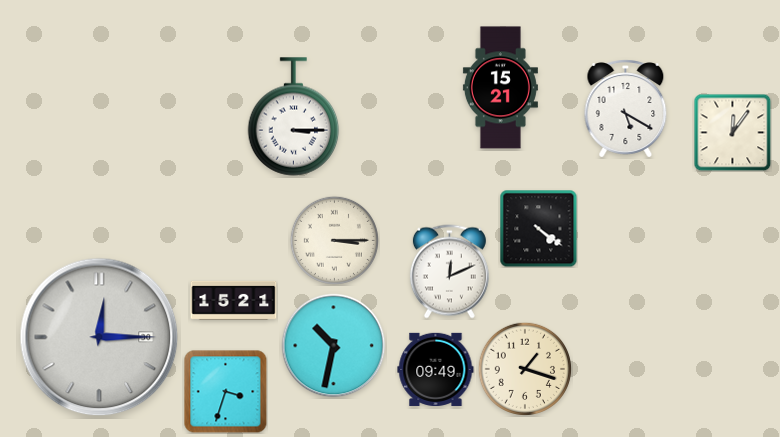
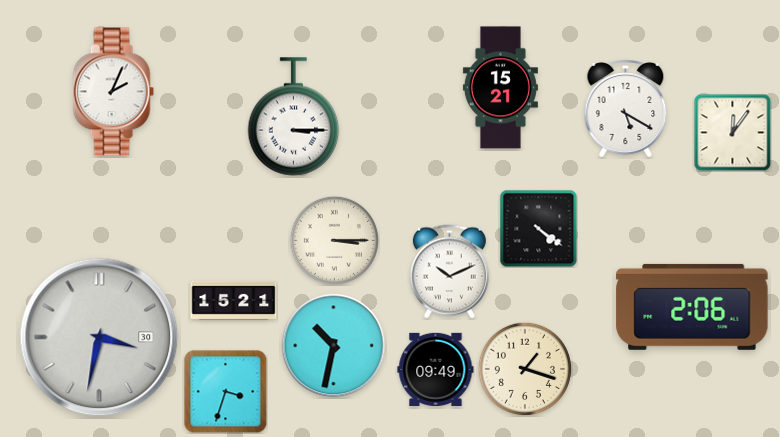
clock at (113, 92): none -> 2:04
clock at (449, 272): 12:11 -> 10:11
clock at (692, 307): none -> 2:06
clock at (99, 337): 12:15 -> 3:32
